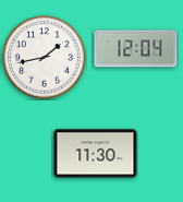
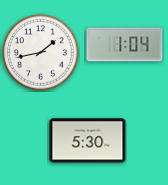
clock at (136, 49): 12:04 -> 1:04
clock at (96, 154): 11:30 -> 5:30
